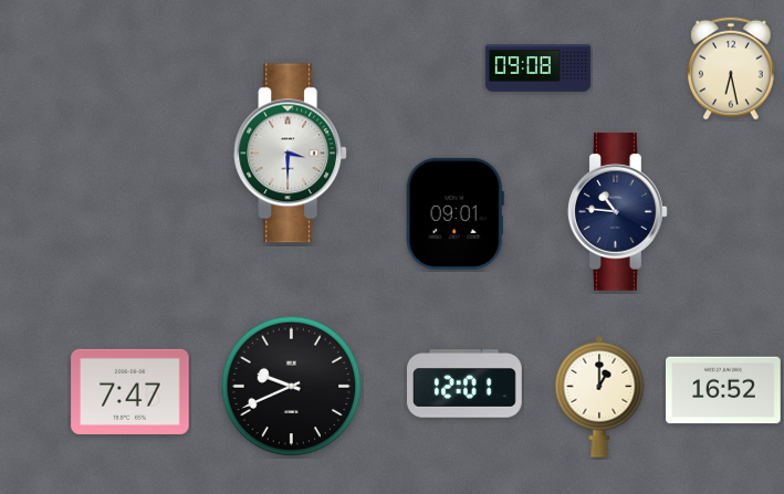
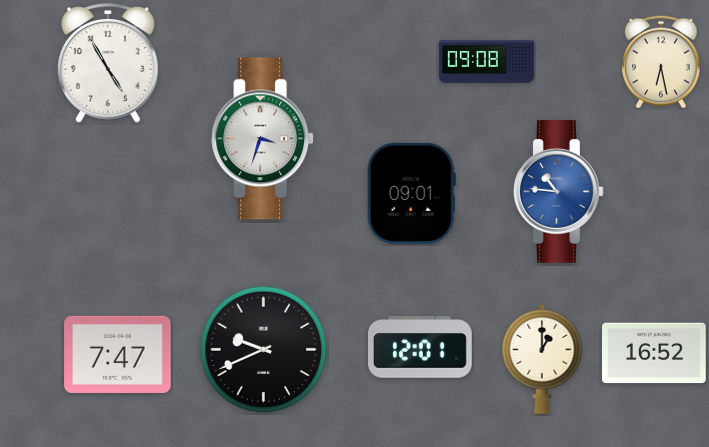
clock at (109, 63): none -> 4:55
clock at (291, 154): 3:30 -> 3:33
clock at (617, 211) dial: navy -> blue
